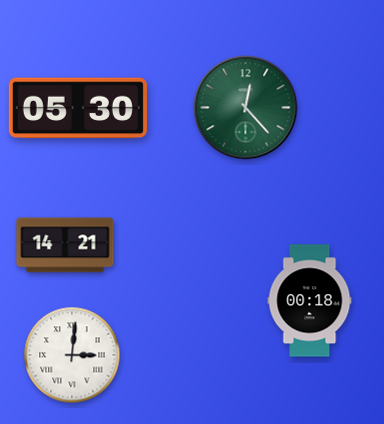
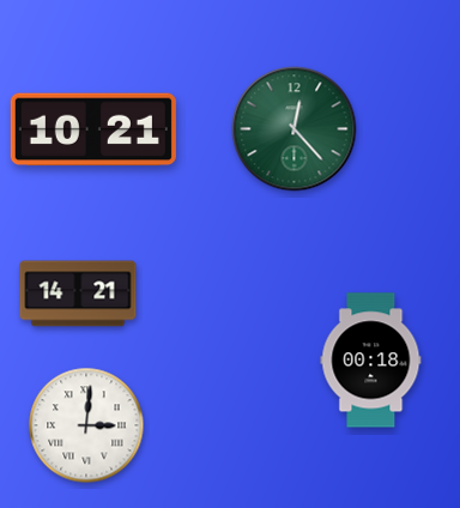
clock at (78, 108): 05:30 -> 10:21
